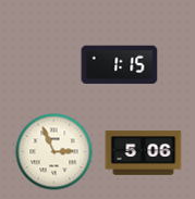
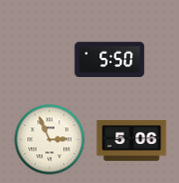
clock at (120, 65): 1:15 -> 5:50
